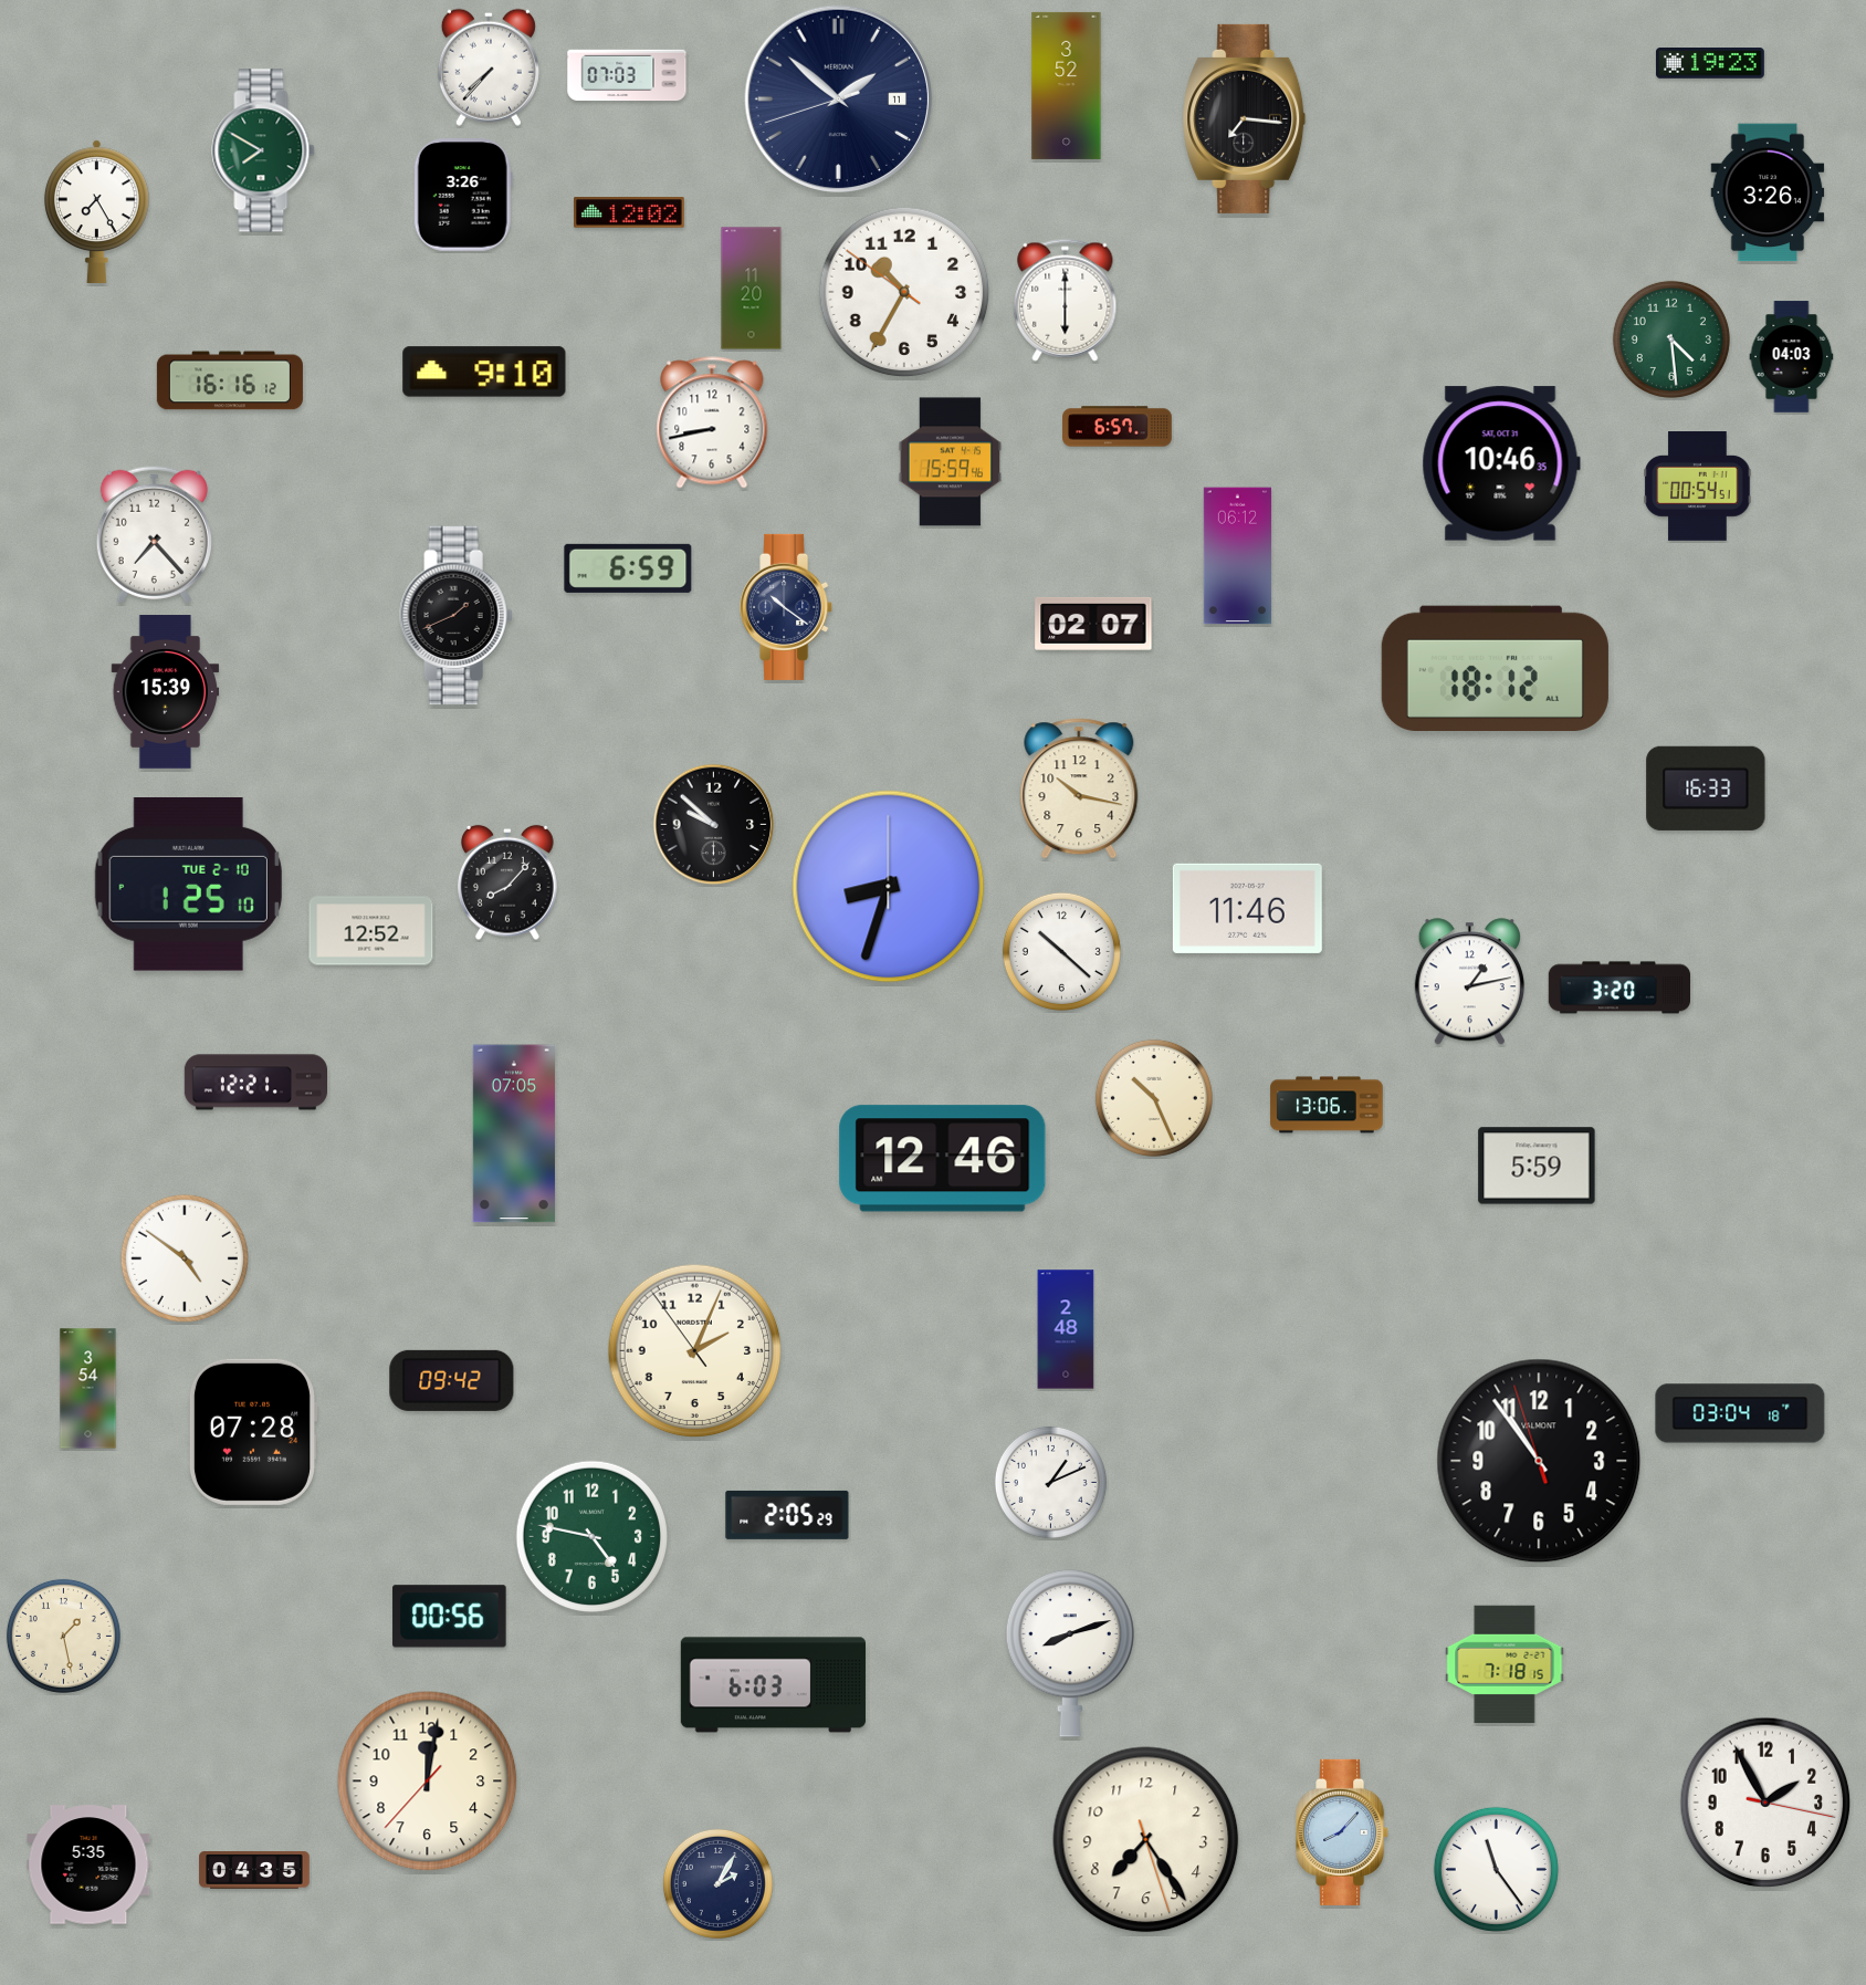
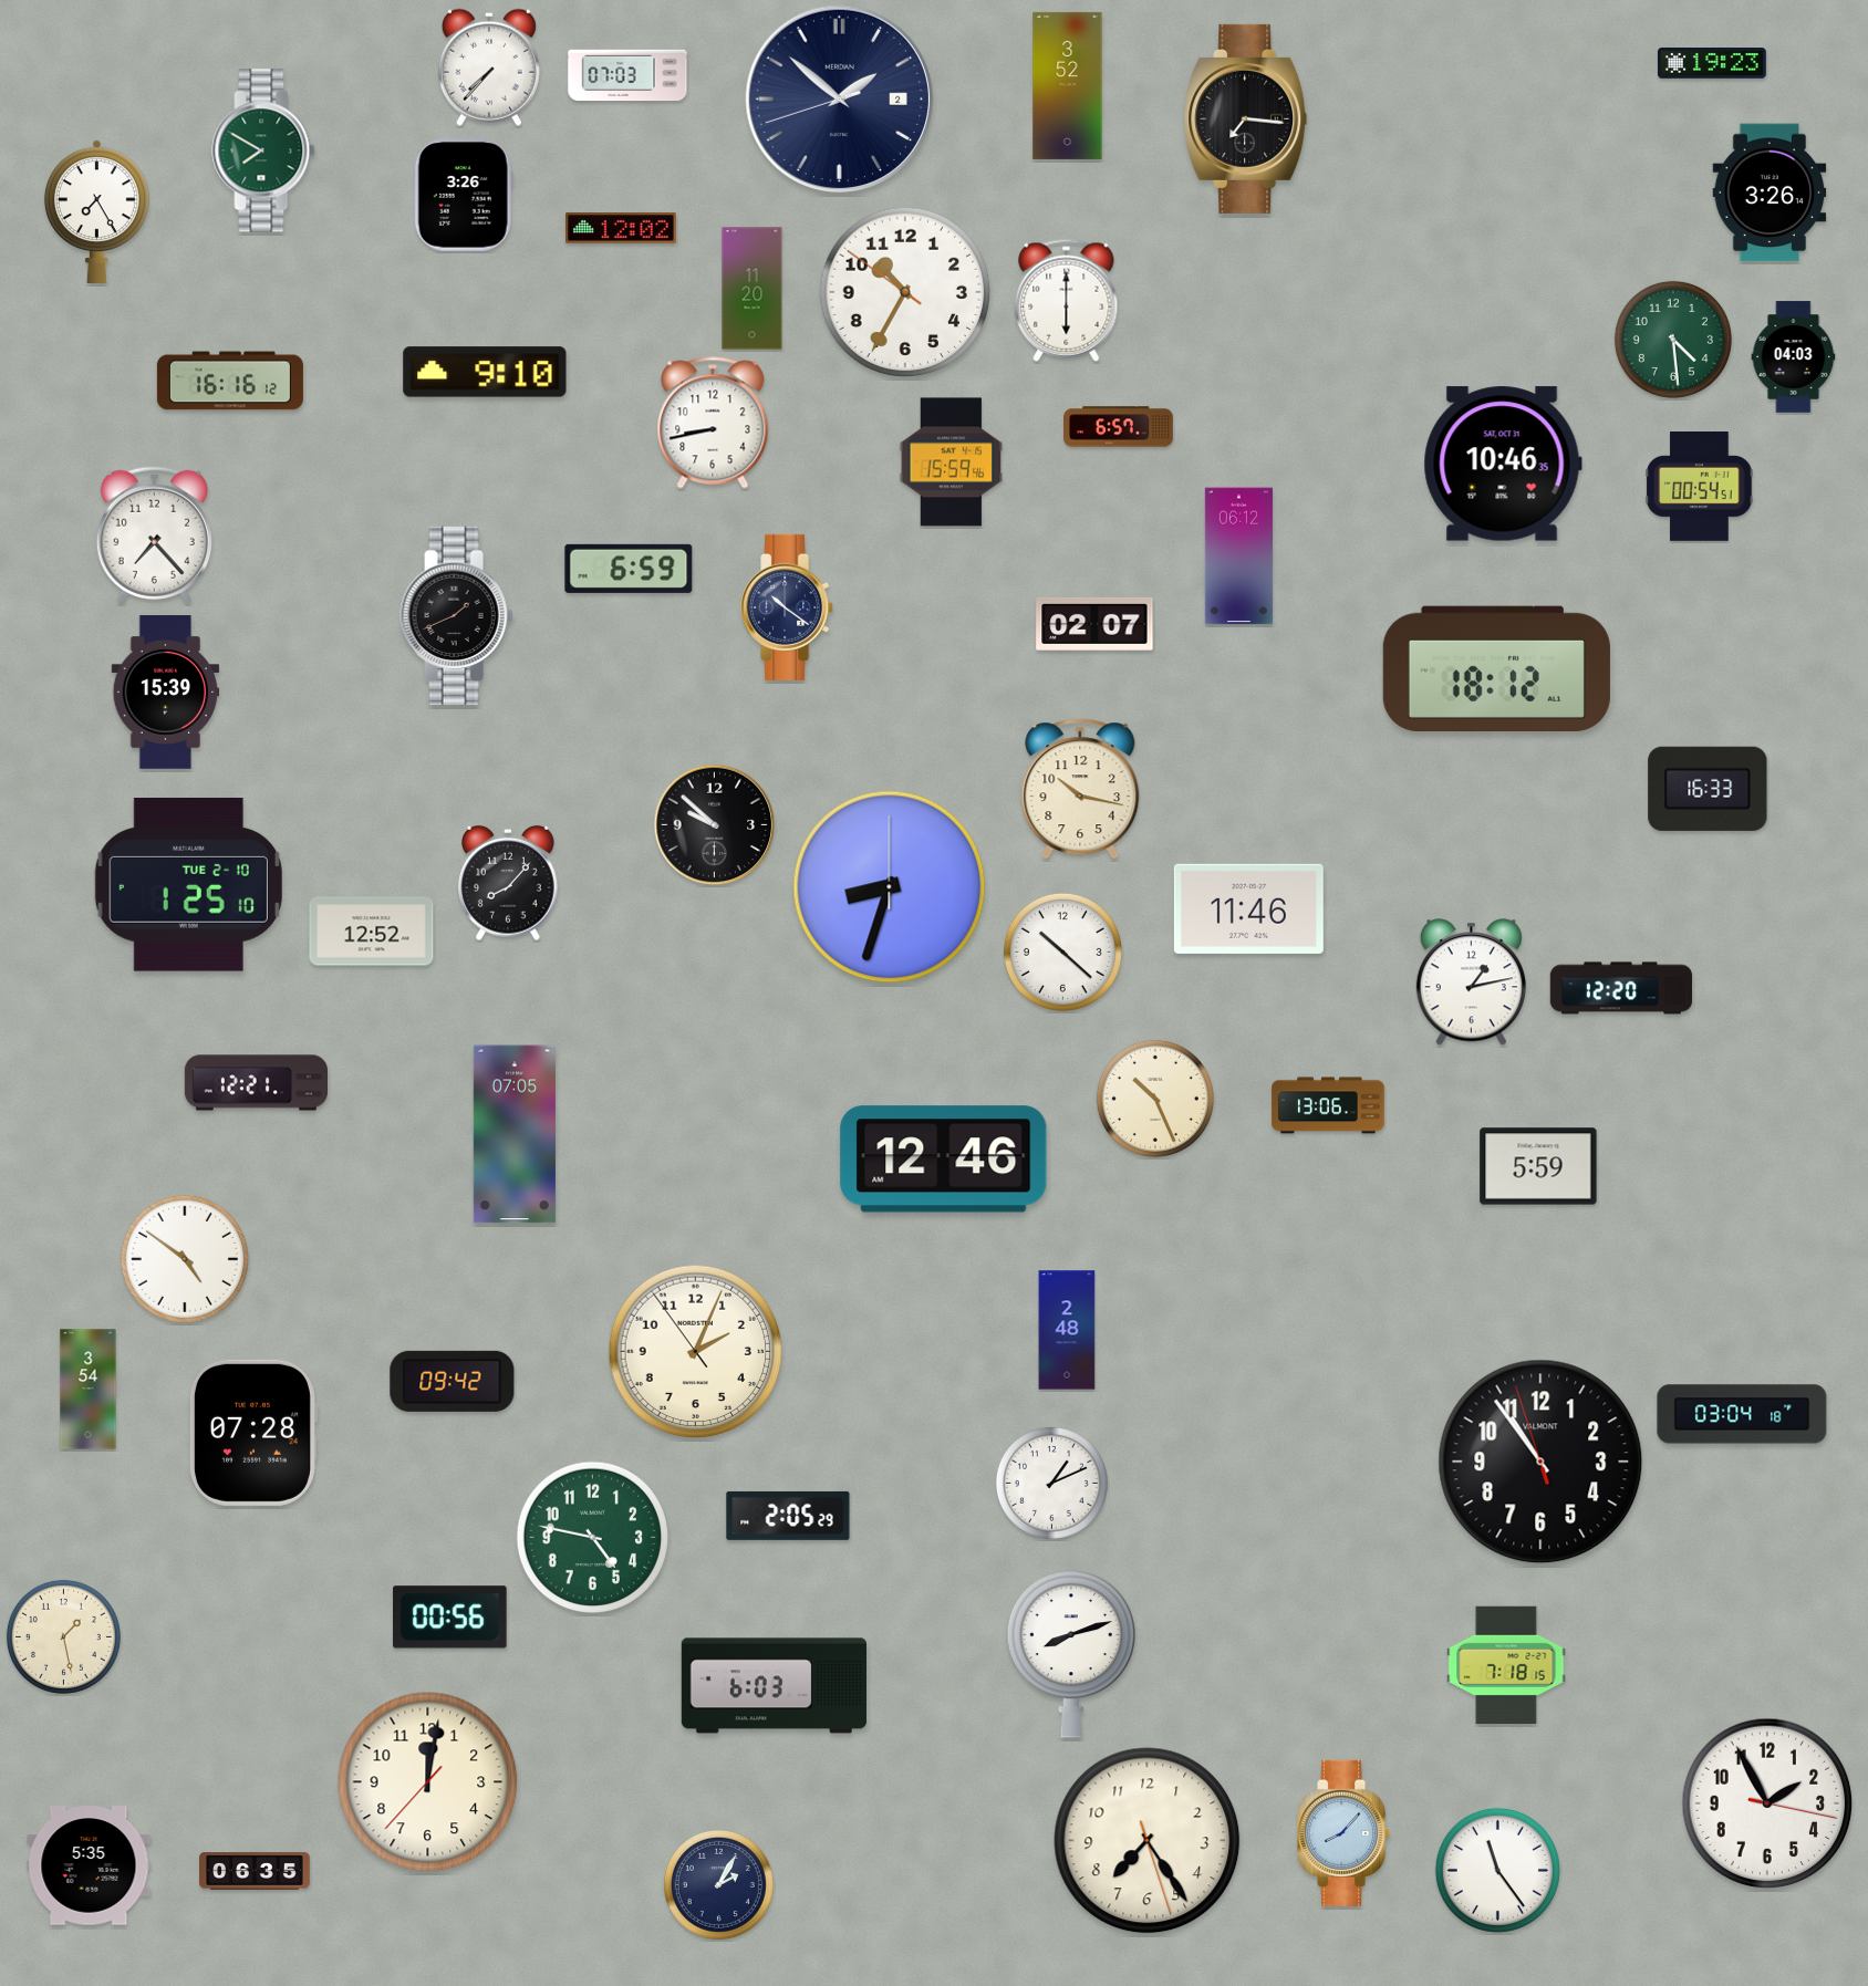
clock at (839, 100) date: 11 -> 2
clock at (630, 212) position: (630, 212) -> (622, 228)
clock at (1619, 988): 3:20 -> 12:20
clock at (254, 1871): 04:35 -> 06:35
